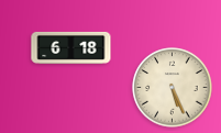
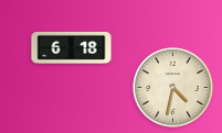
clock at (173, 88): 5:26 -> 4:32
